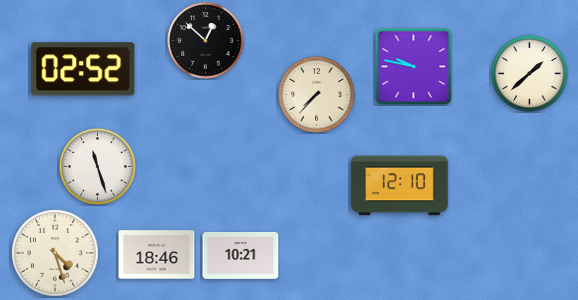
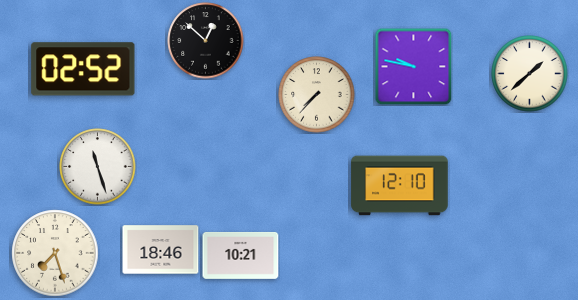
clock at (55, 253): 4:27 -> 7:27
clock at (157, 255) position: (157, 255) -> (161, 250)
